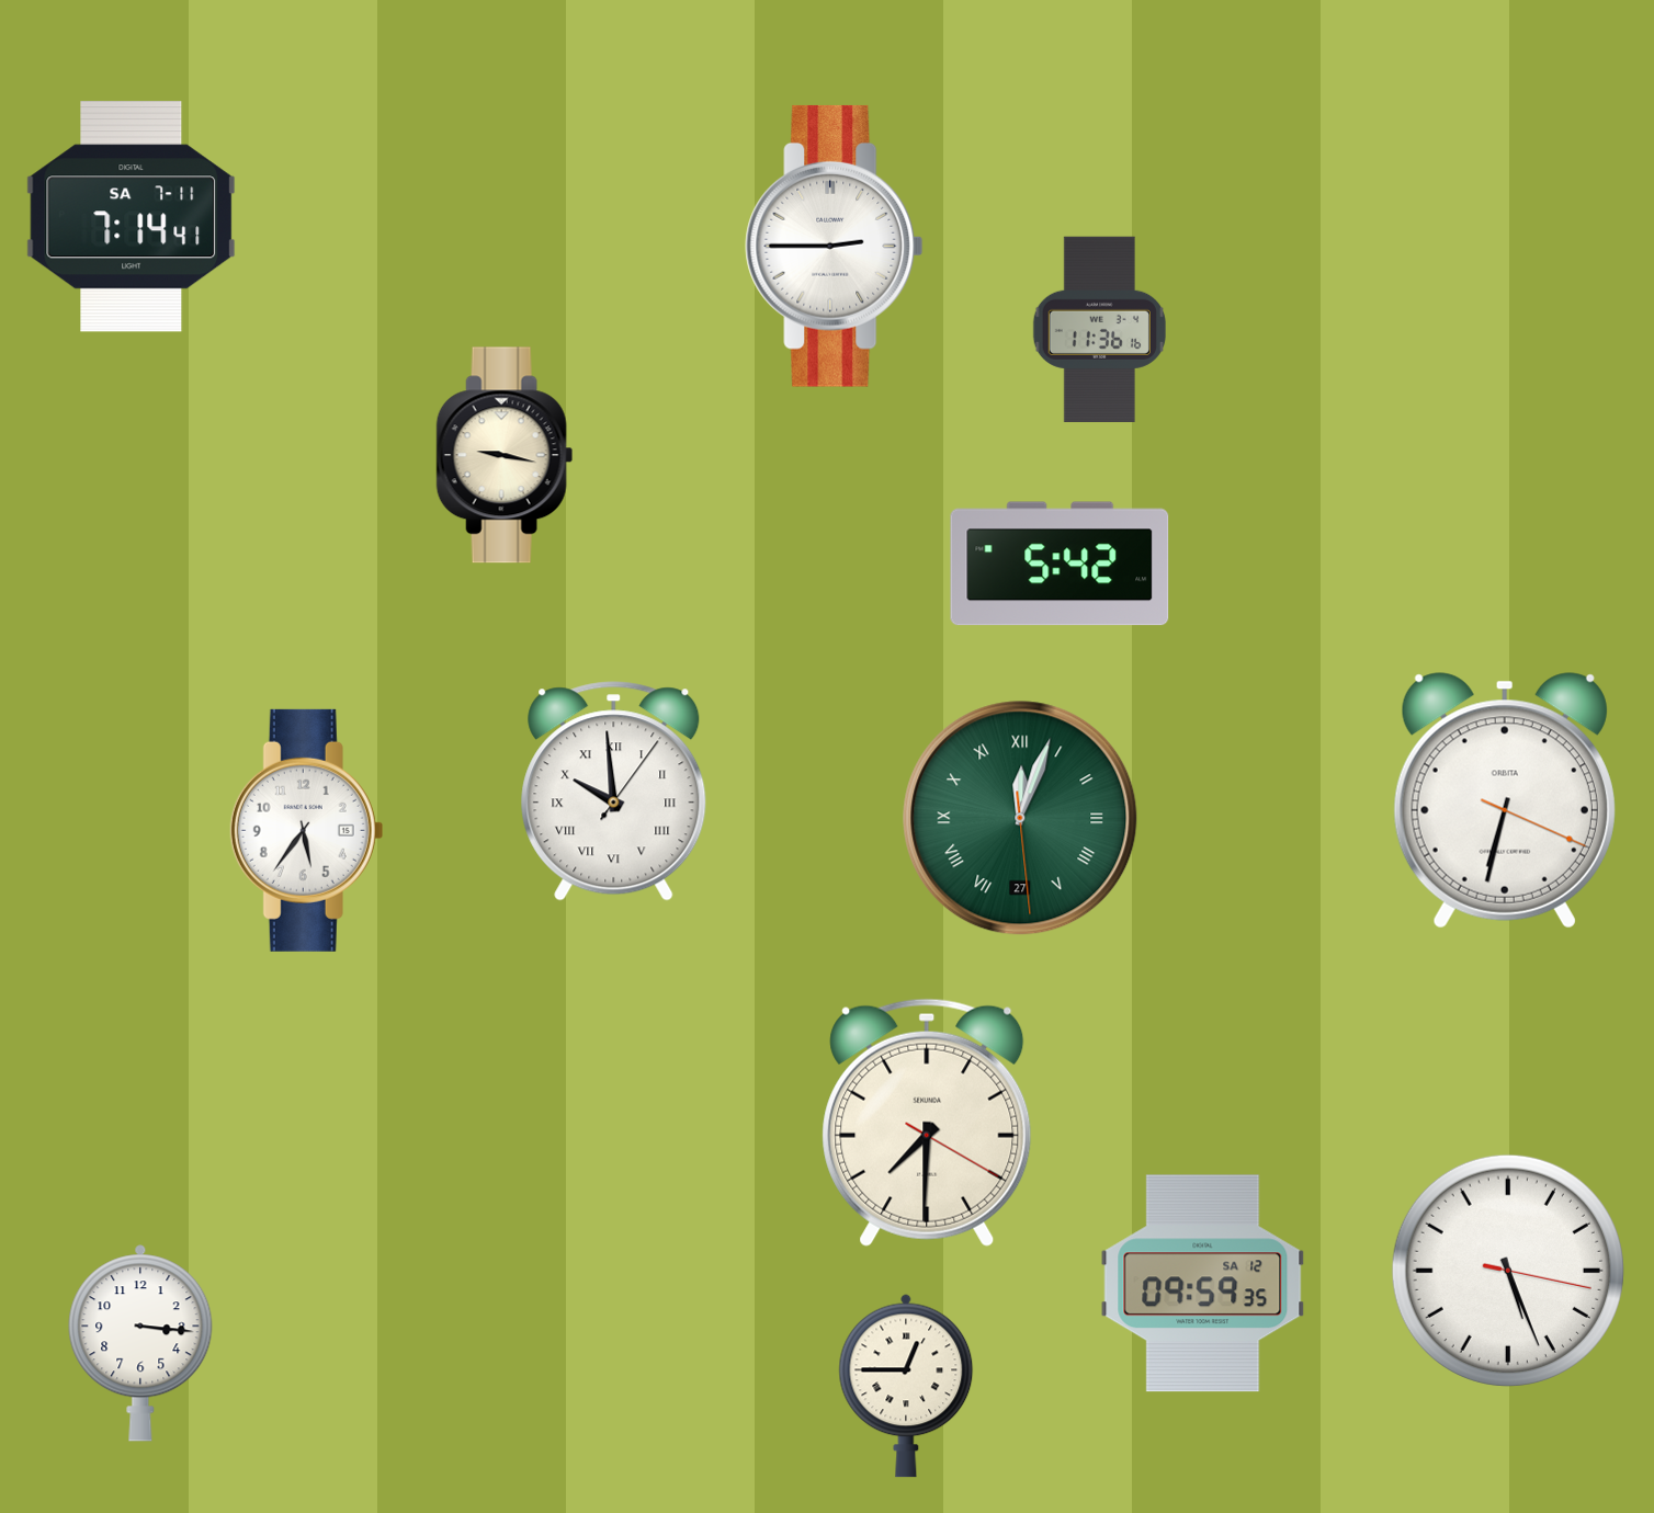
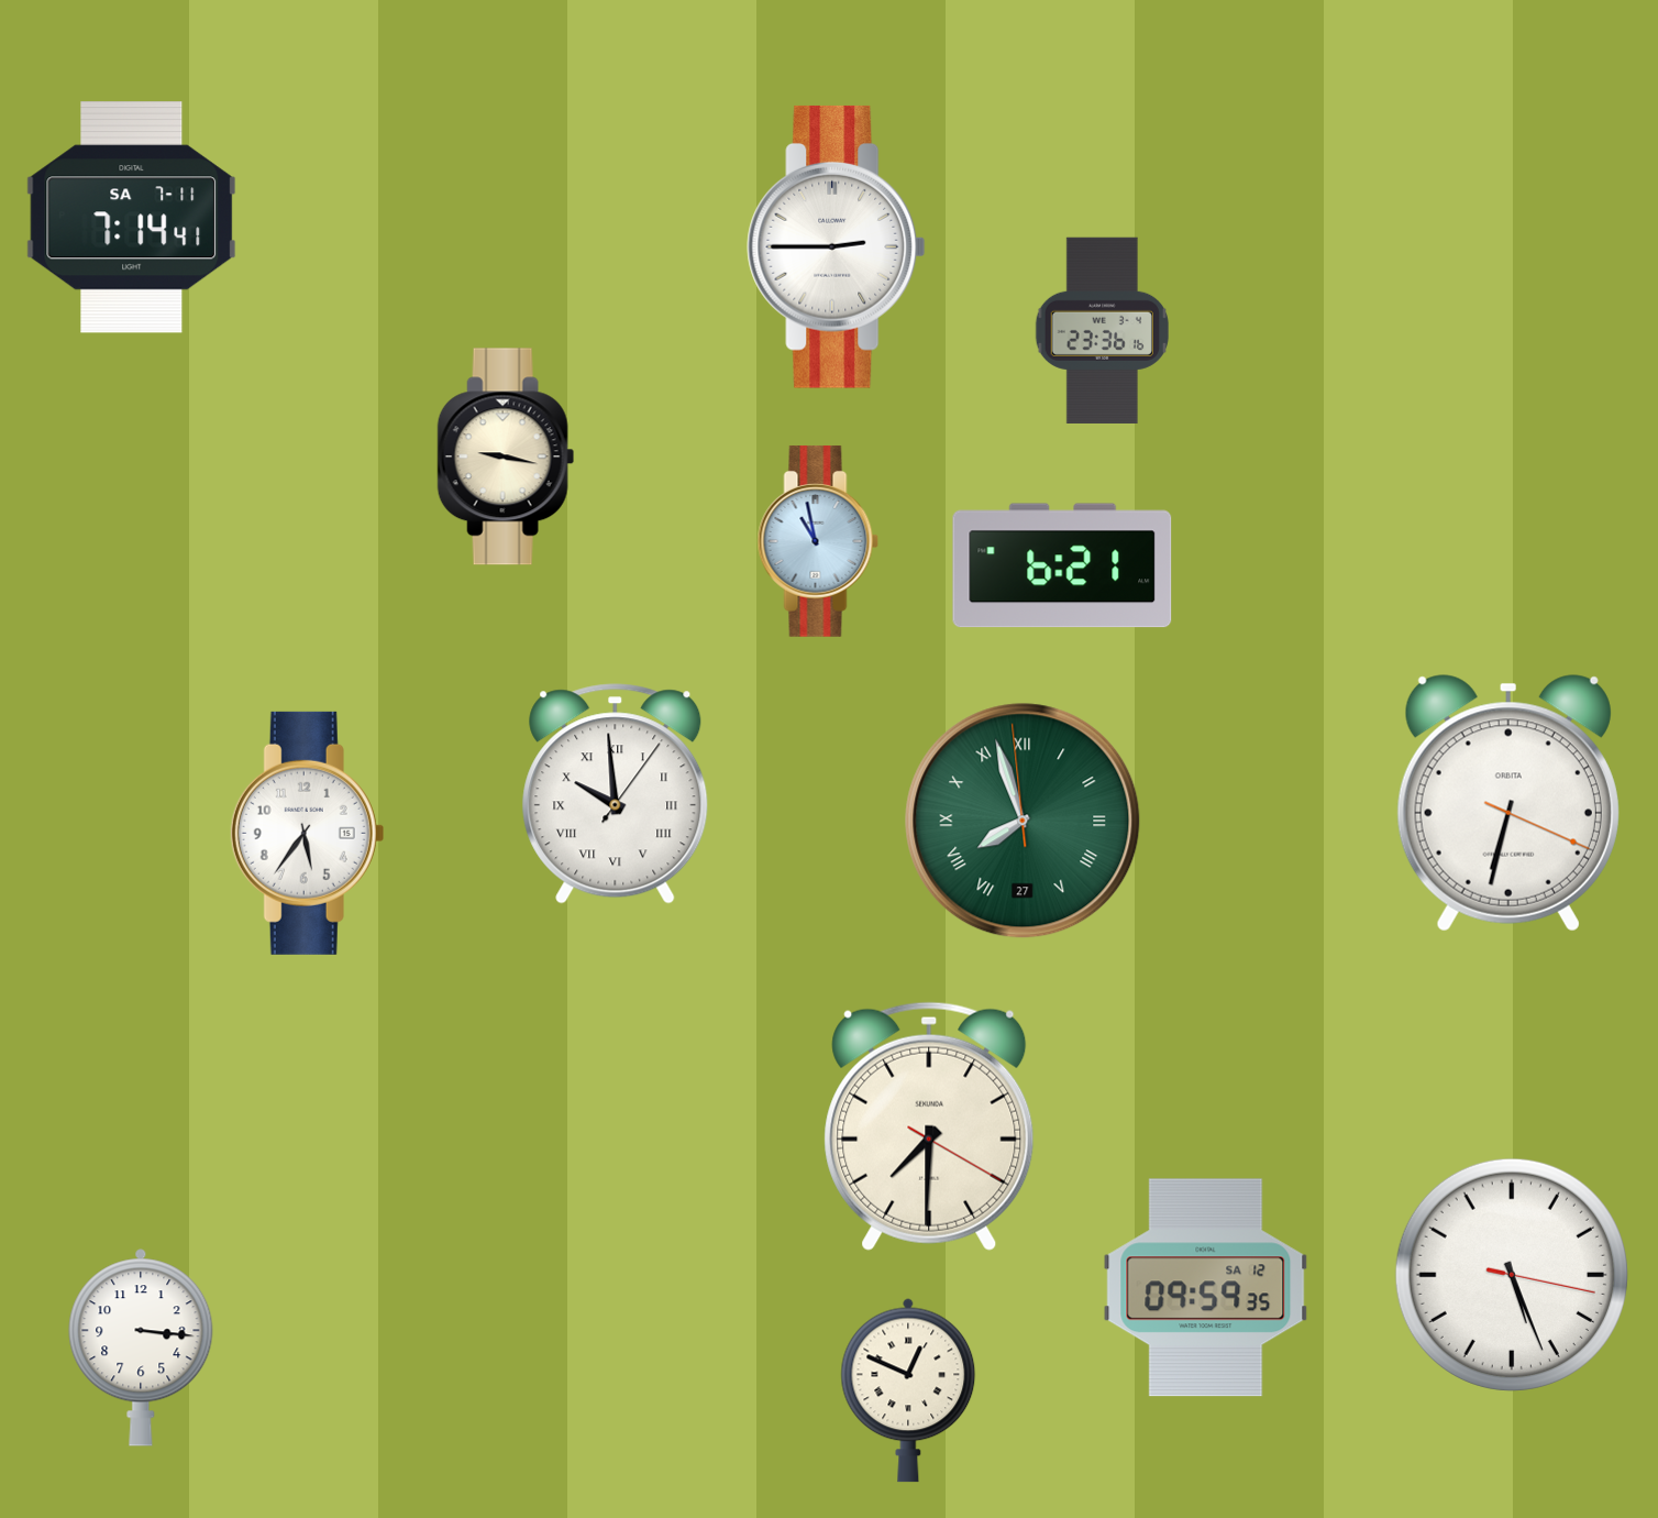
clock at (1099, 329): 11:36 -> 23:36
clock at (818, 541): none -> 10:58
clock at (1060, 564): 5:42 -> 6:21
clock at (1020, 818): 12:03 -> 7:56
clock at (906, 1386): 12:45 -> 12:49
